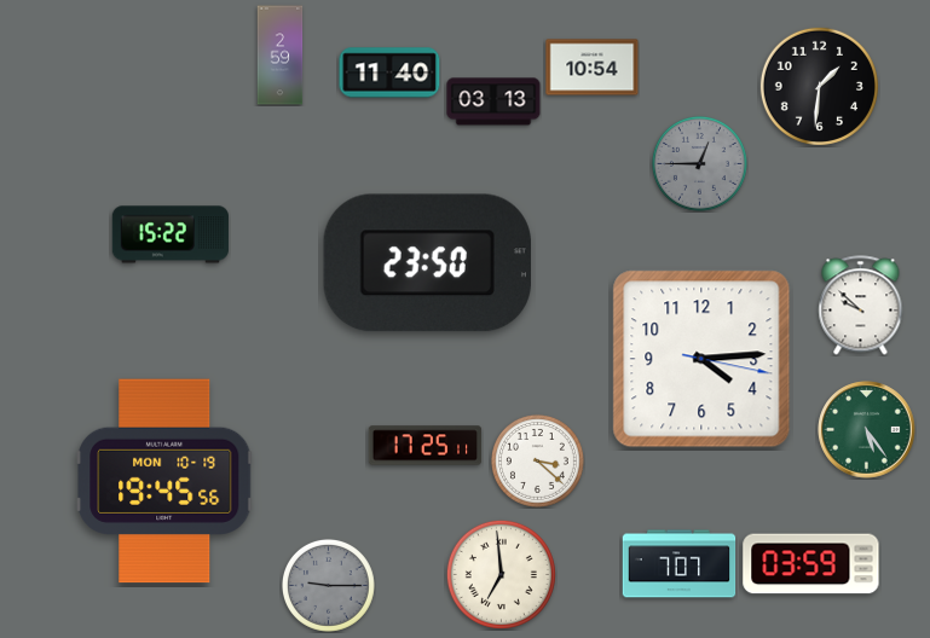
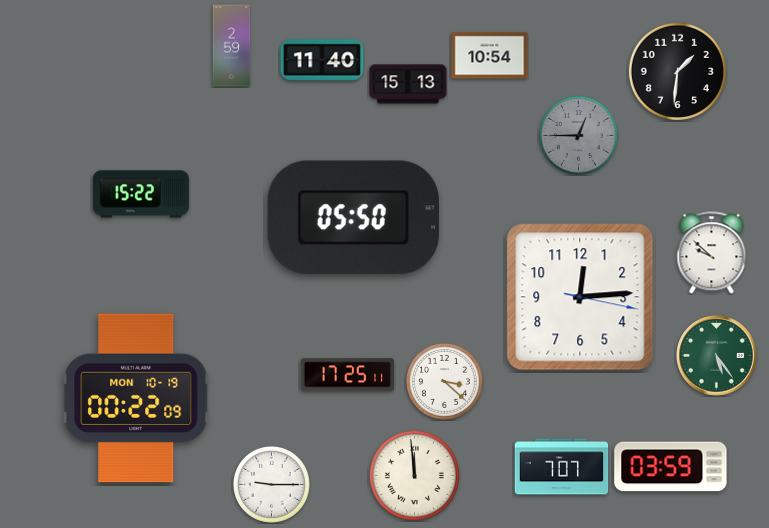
clock at (493, 101): 03:13 -> 15:13
clock at (427, 263): 23:50 -> 05:50
clock at (701, 359): 4:14 -> 12:14
clock at (426, 446) position: (426, 446) -> (348, 375)
clock at (164, 481): 19:45 -> 00:22
clock at (501, 574): 6:59 -> 11:59
clock at (328, 585) dial: grey -> white
